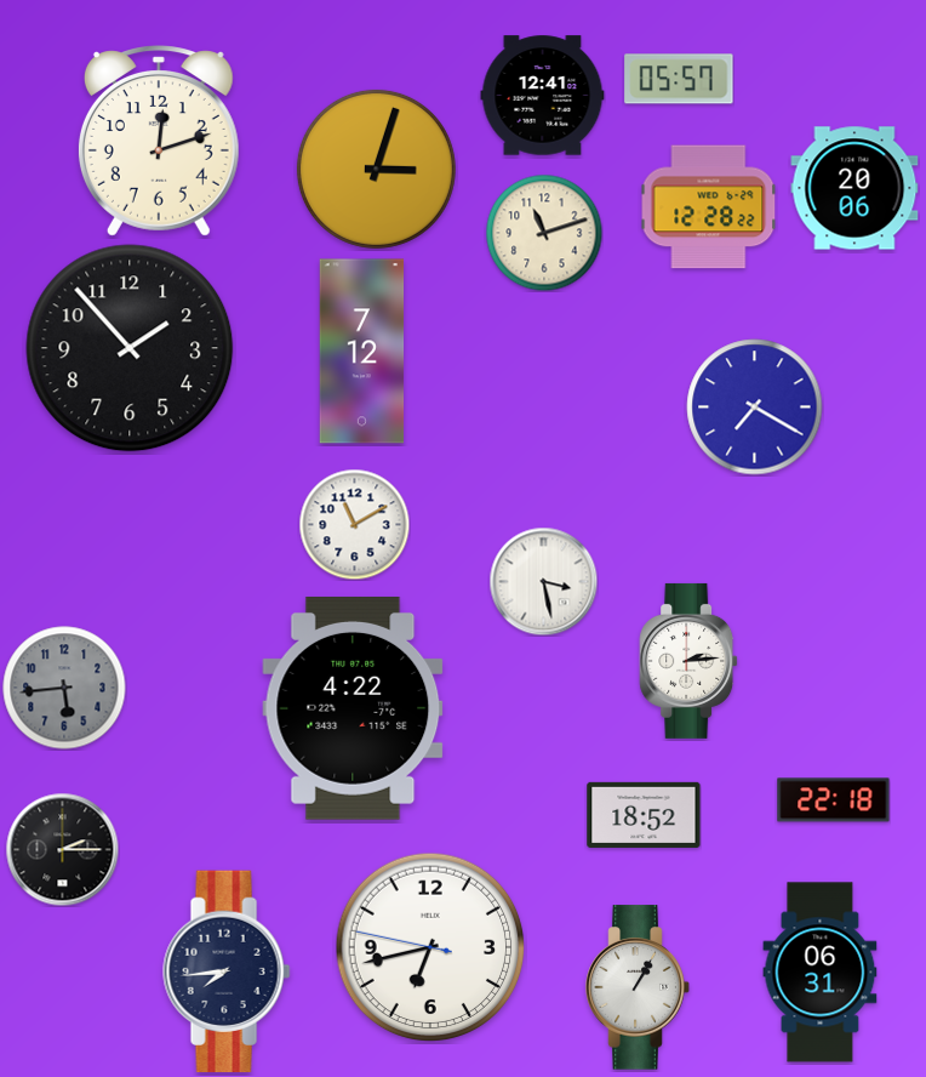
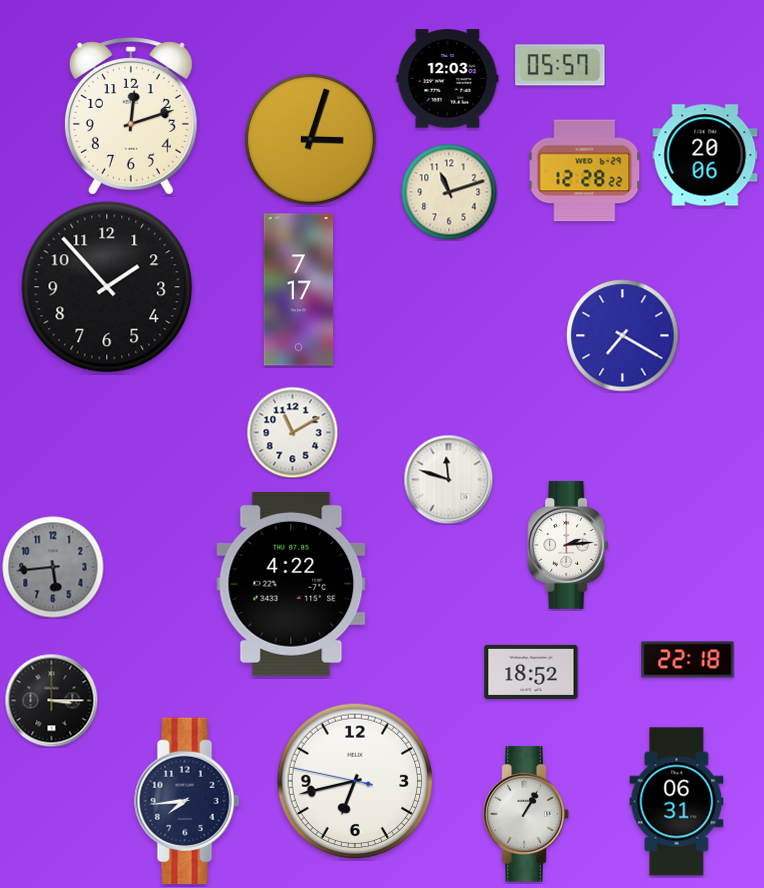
clock at (543, 96): 12:41 -> 12:03
clock at (362, 352): 7:12 -> 7:17
clock at (543, 581): 3:28 -> 11:48
clock at (62, 849): 2:15 -> 3:15
